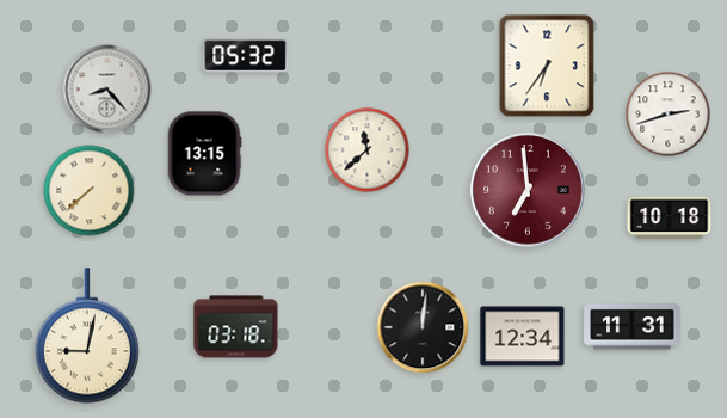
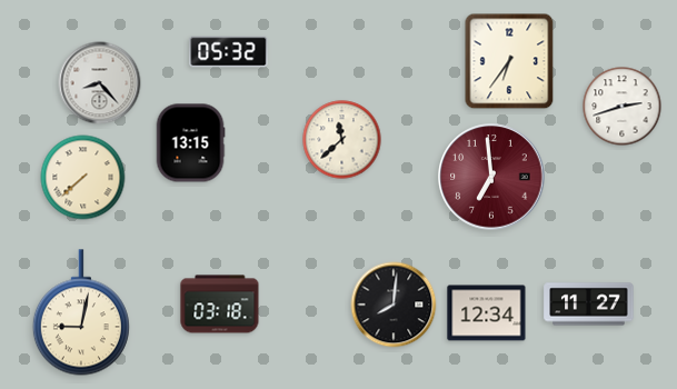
clock at (670, 219): 10:18 -> none
clock at (423, 327): 12:01 -> 8:01
clock at (633, 327): 11:31 -> 11:27
